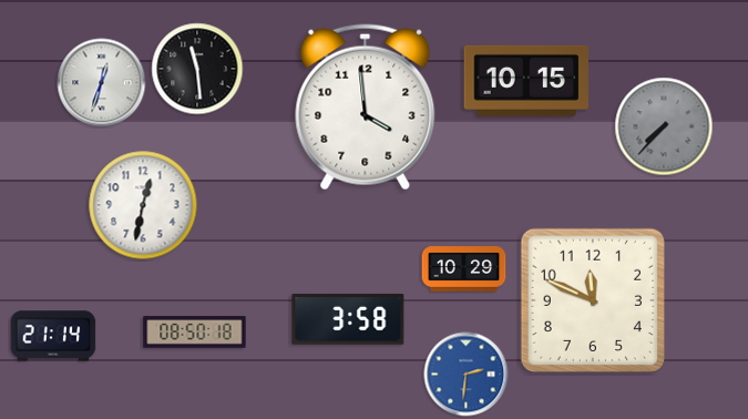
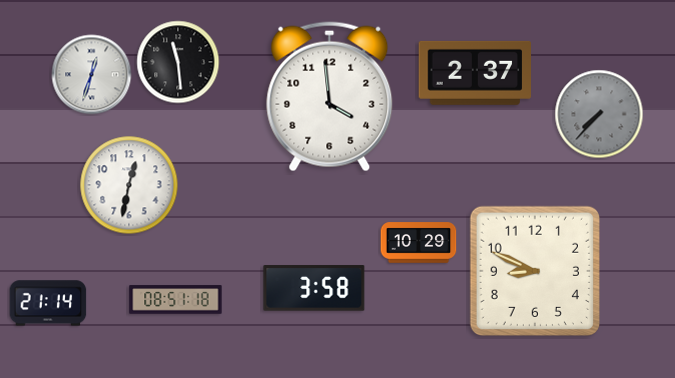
clock at (525, 81): 10:15 -> 2:37
clock at (593, 300): 11:49 -> 8:49
clock at (195, 333): 08:50 -> 08:51
clock at (467, 375): 2:31 -> none
